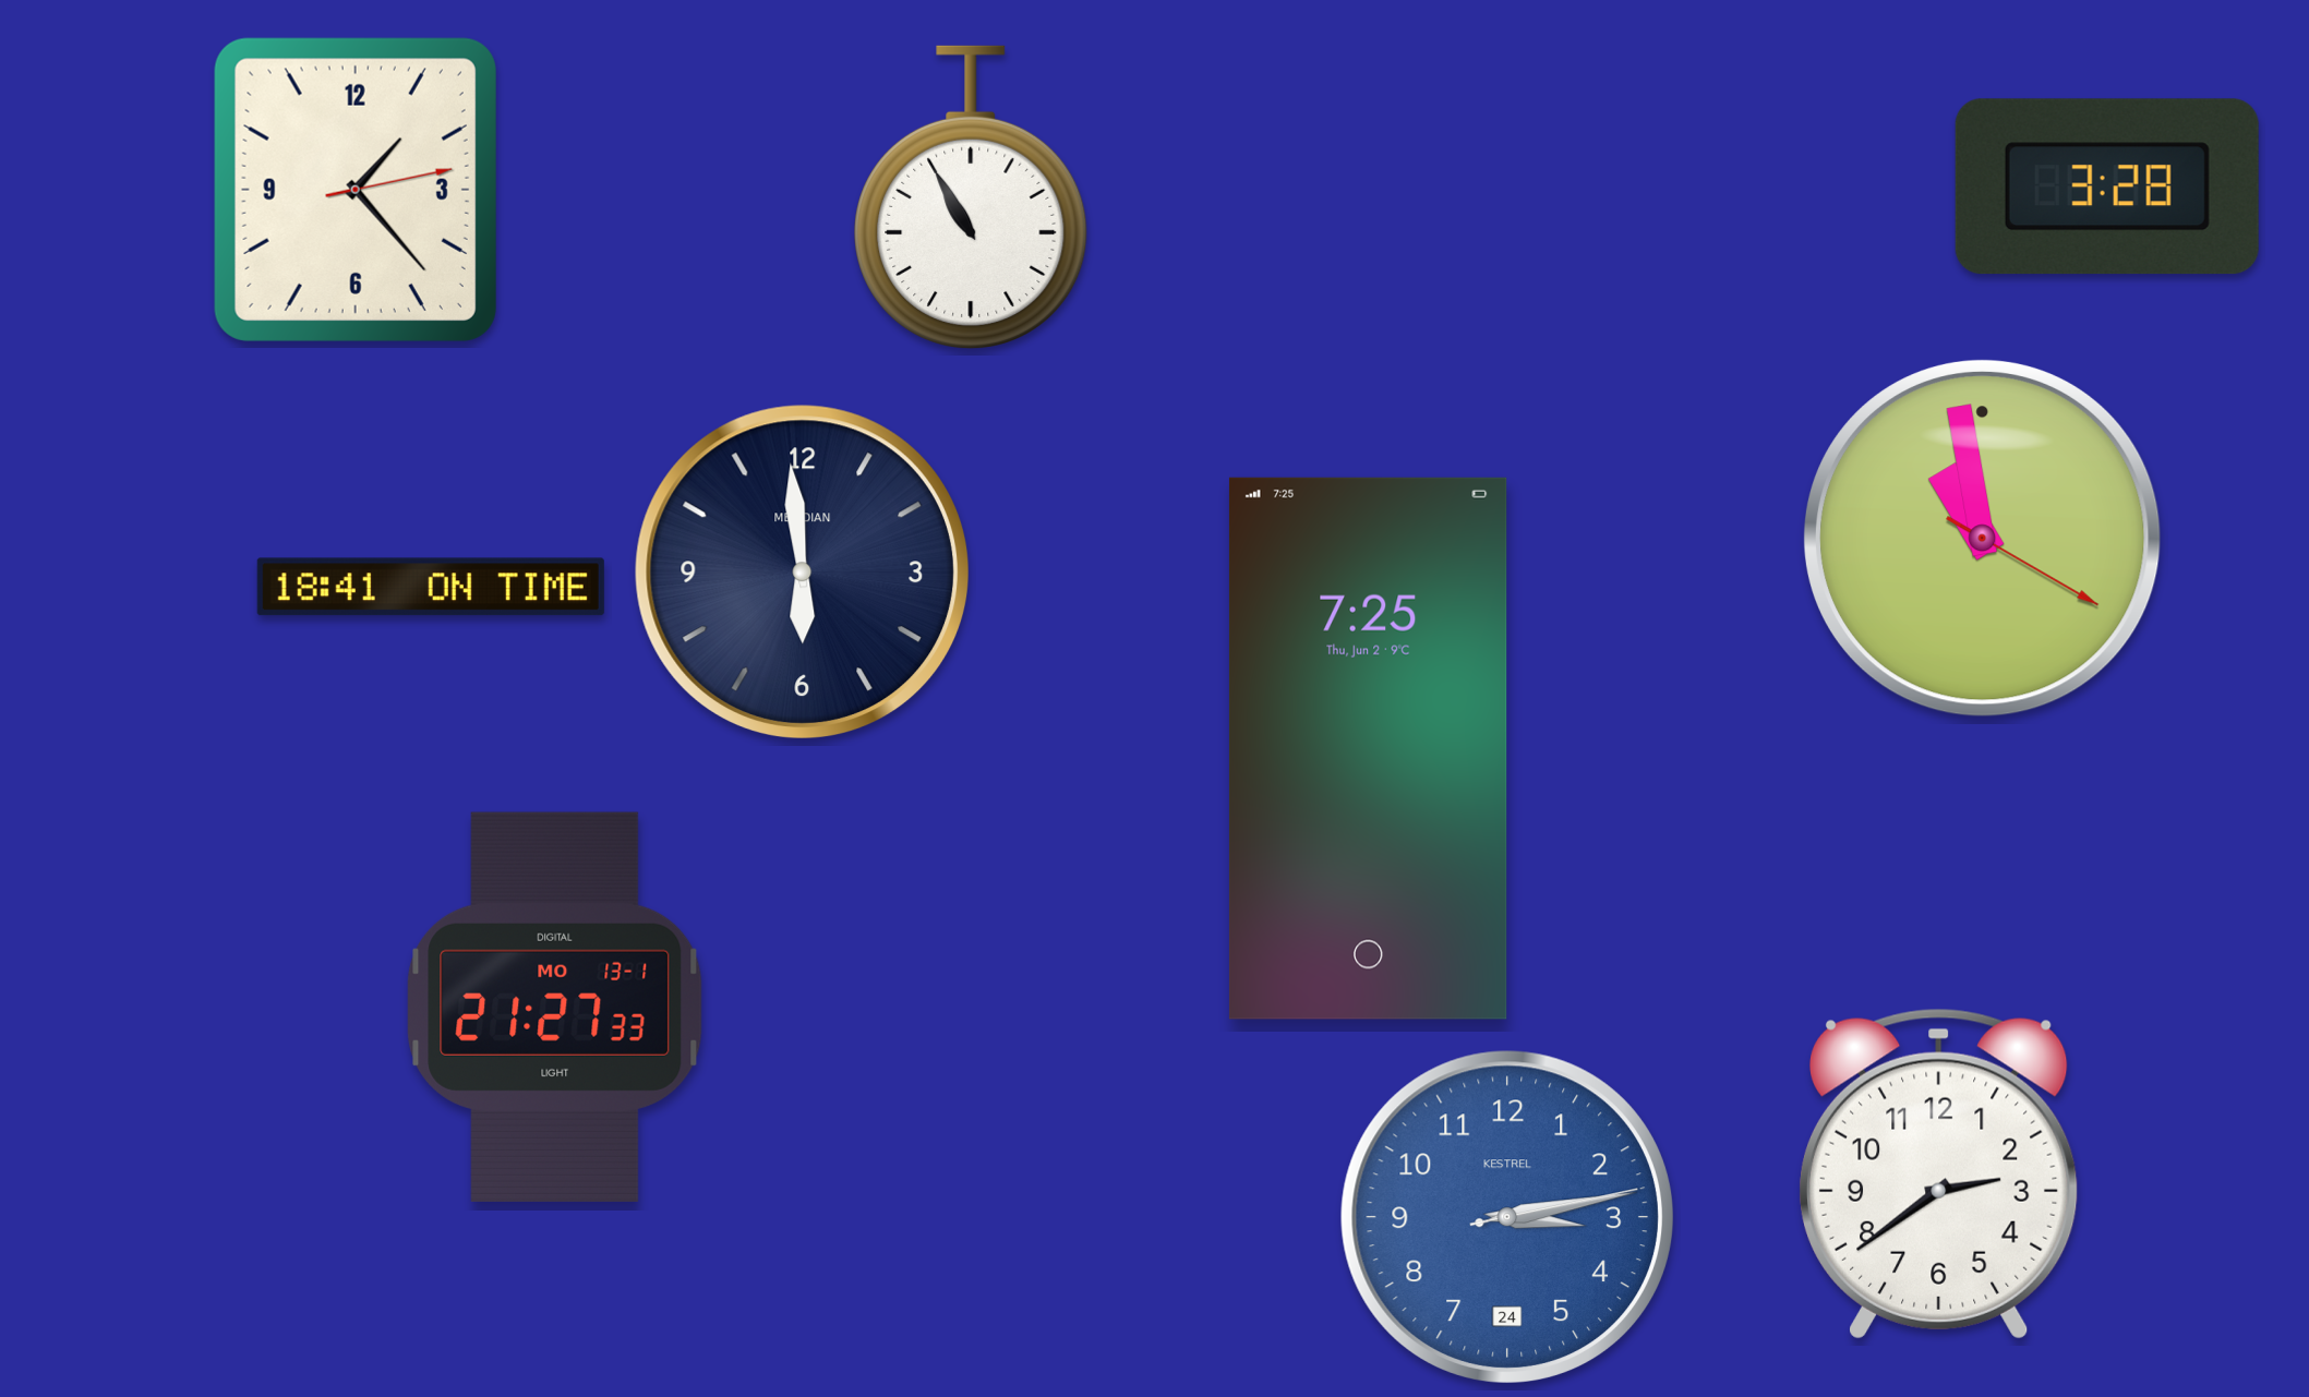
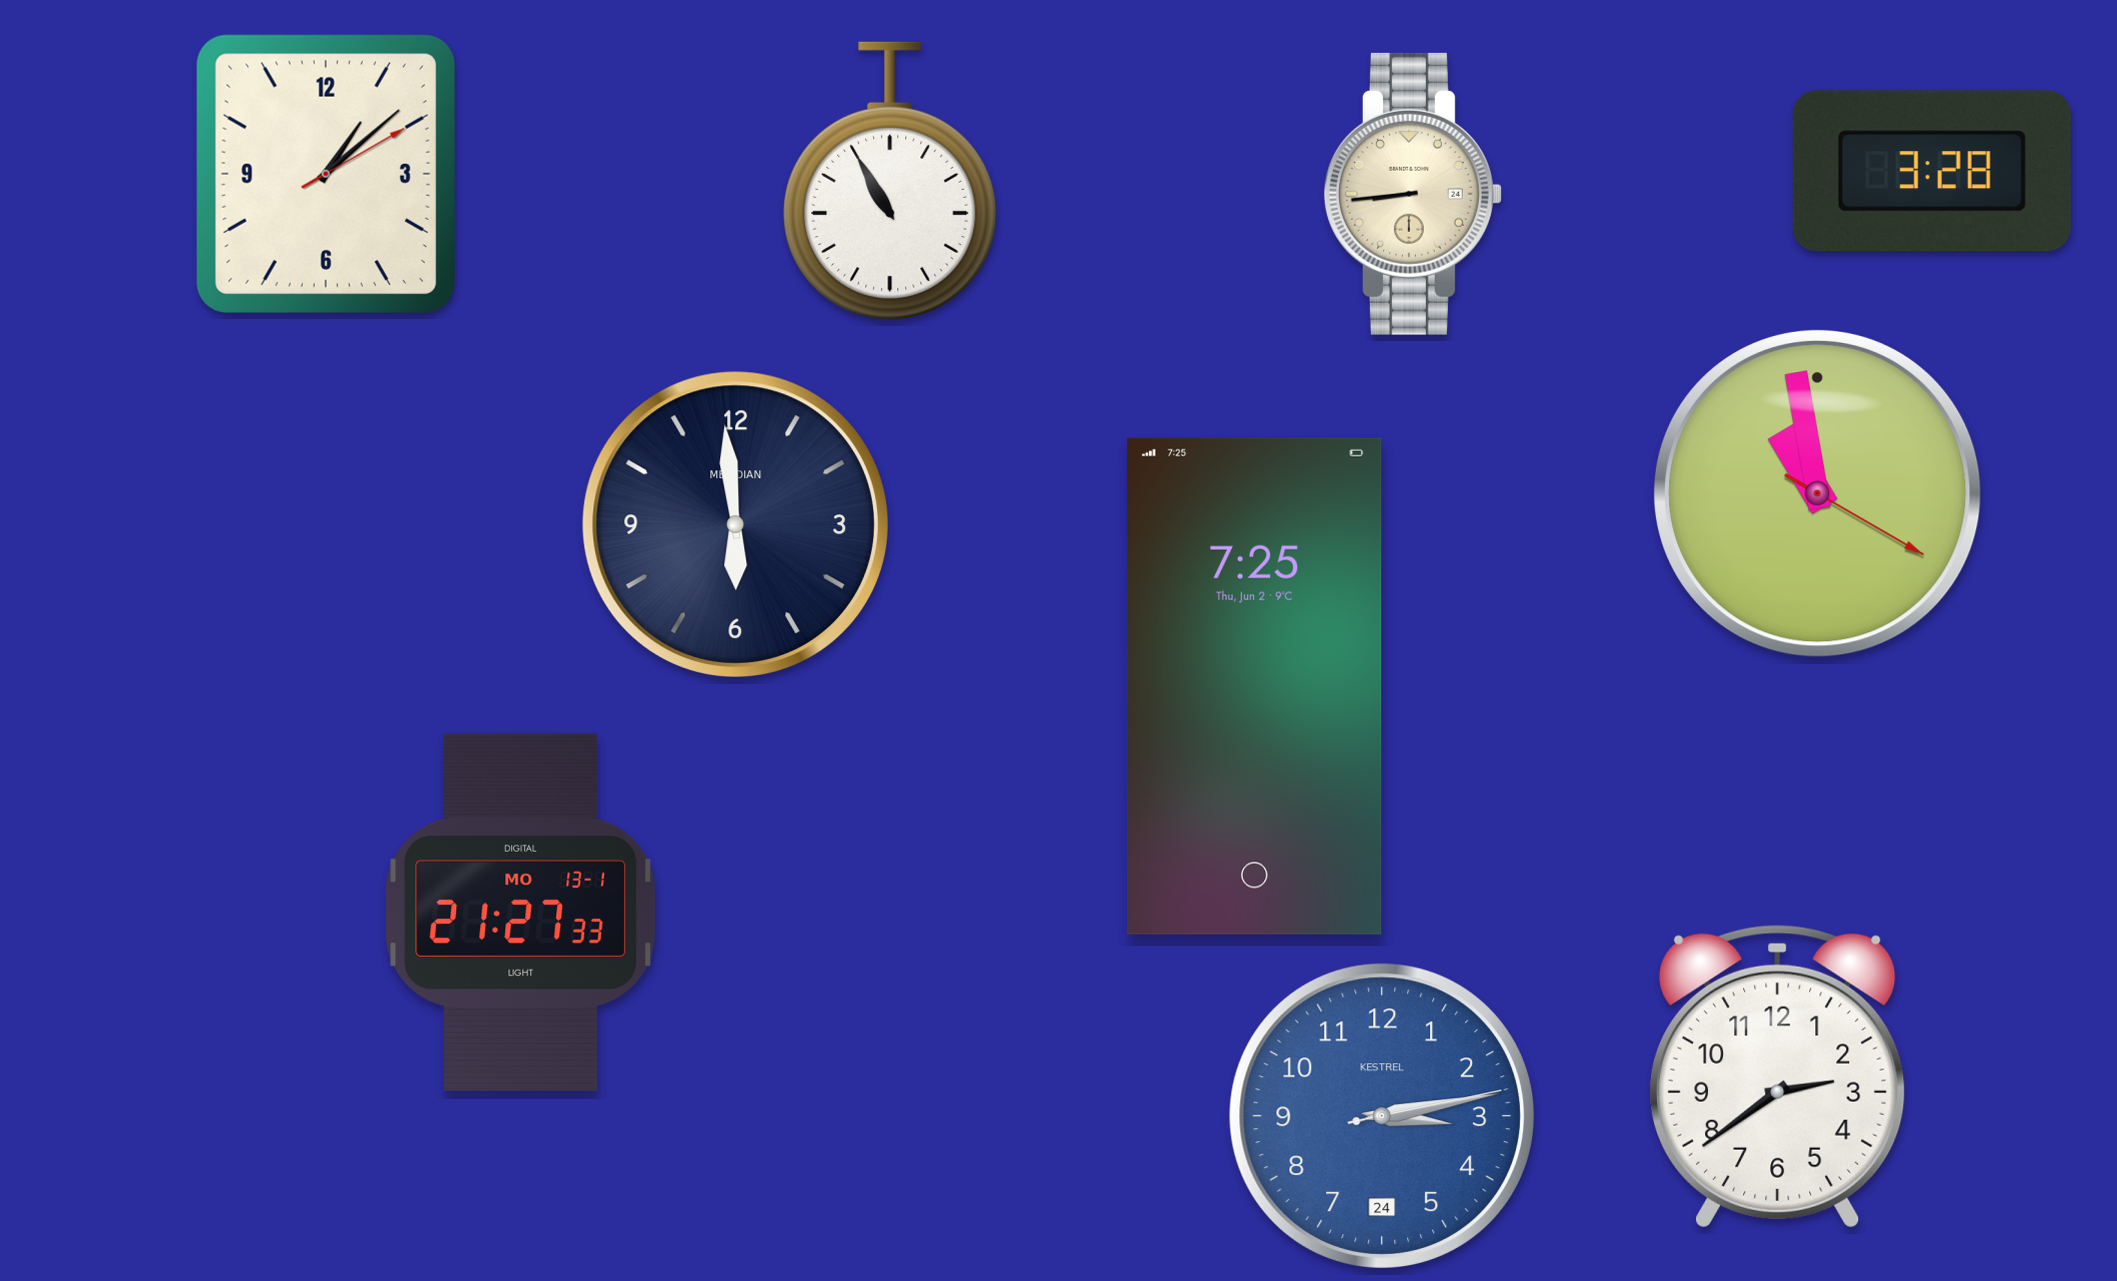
clock at (356, 190): 1:23 -> 1:08
clock at (1413, 194): none -> 8:44
clock at (431, 587): 18:41 -> none
clock at (555, 1007) position: (555, 1007) -> (521, 912)
